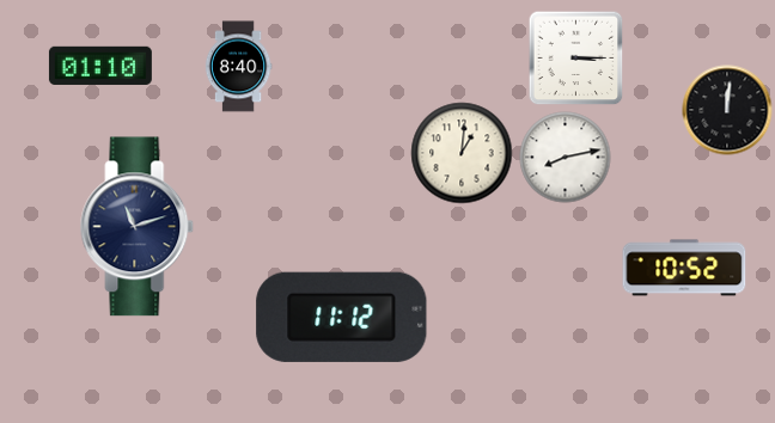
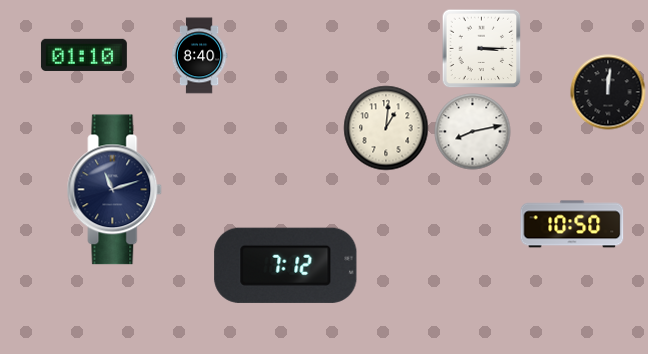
clock at (684, 268): 10:52 -> 10:50
clock at (342, 317): 11:12 -> 7:12
